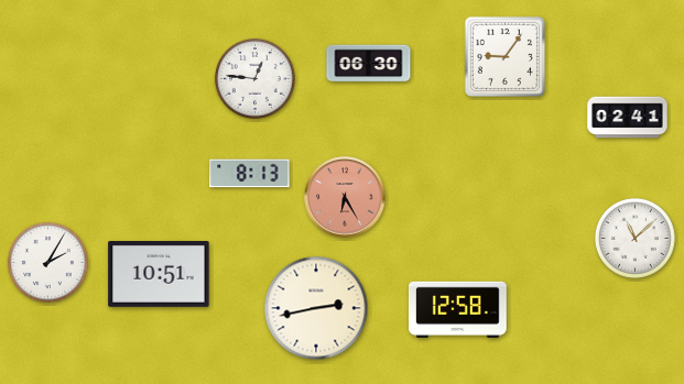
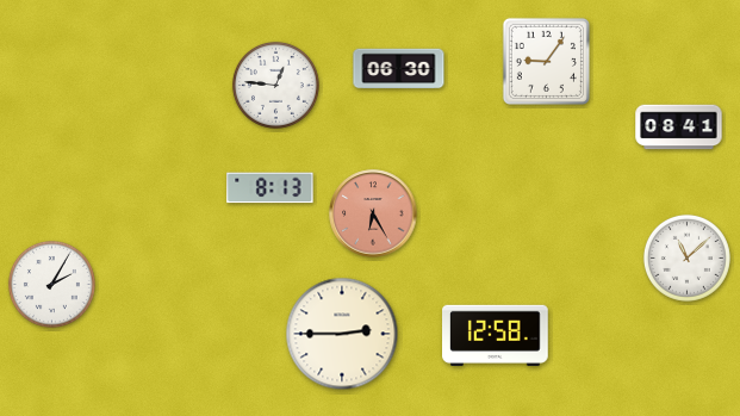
clock at (628, 118): 02:41 -> 08:41
clock at (159, 275): 10:51 -> none
clock at (316, 308): 2:43 -> 2:45
